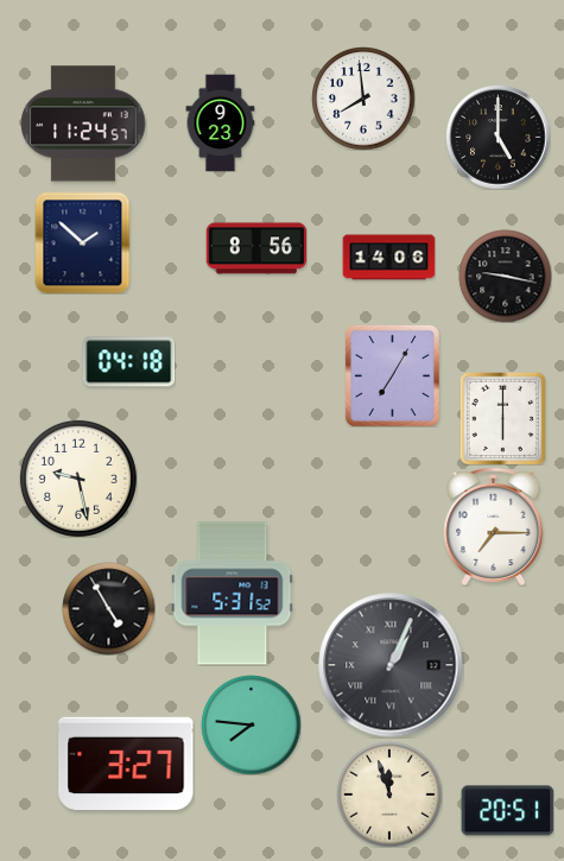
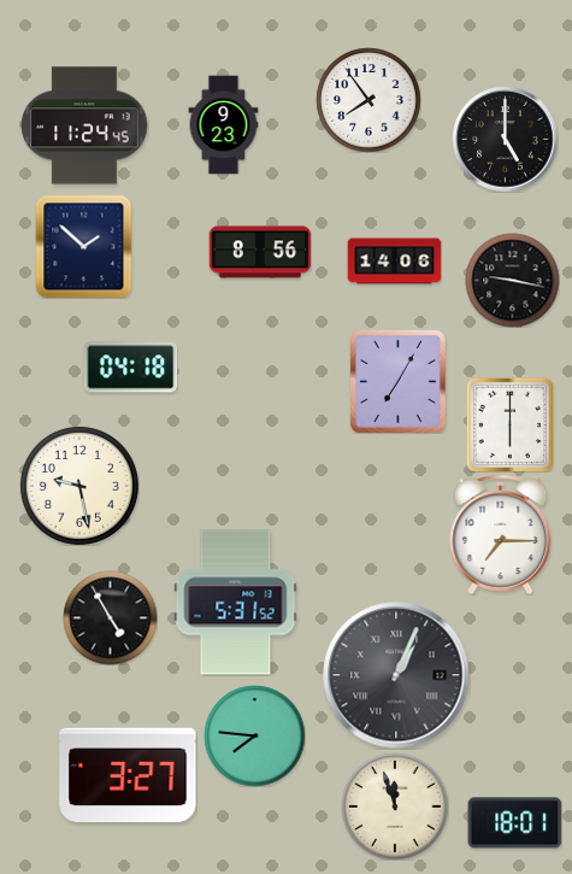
clock at (363, 99): 7:59 -> 7:54
clock at (83, 124): 11:24:57 -> 11:24:45
clock at (507, 811): 20:51 -> 18:01
